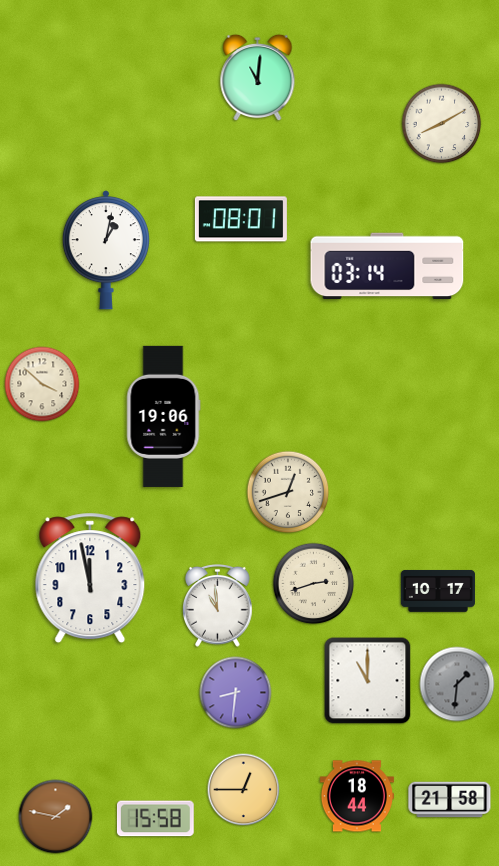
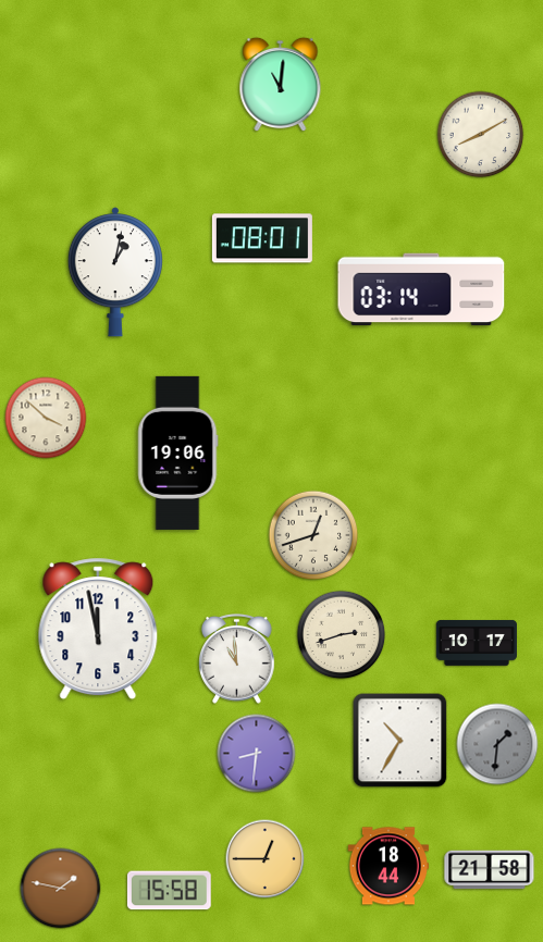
clock at (368, 681): 11:00 -> 10:35
